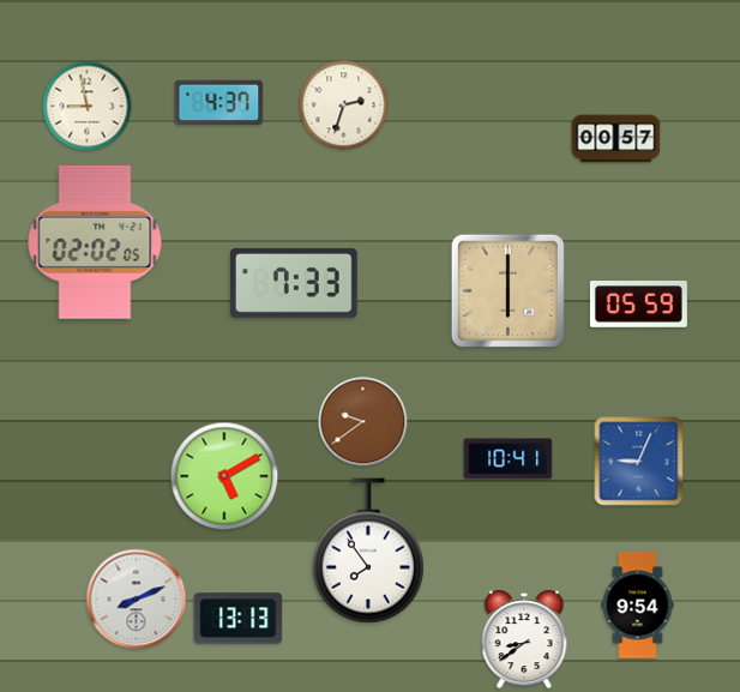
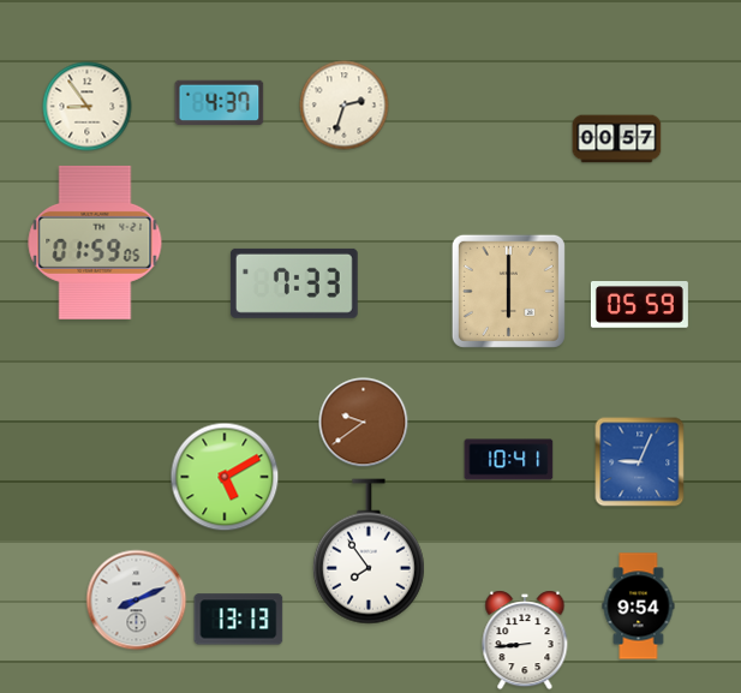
clock at (88, 107): 8:58 -> 8:54
clock at (95, 242): 02:02 -> 01:59
clock at (524, 639): 8:39 -> 8:44
